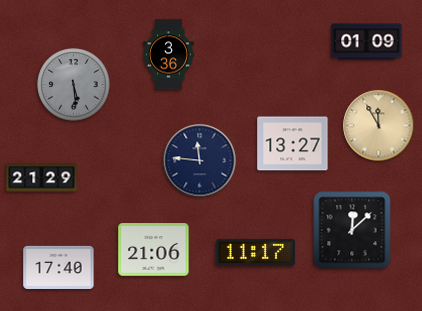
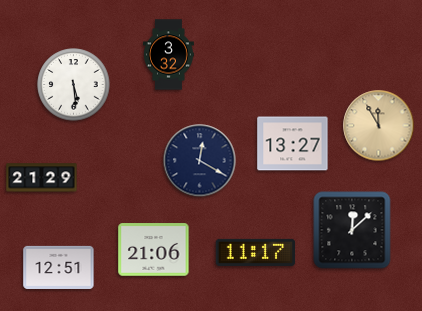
clock at (367, 42): 01:09 -> none
clock at (169, 55): 3:36 -> 3:32
clock at (74, 85) dial: grey -> white
clock at (200, 161): 11:46 -> 12:20
clock at (59, 267): 17:40 -> 12:51
